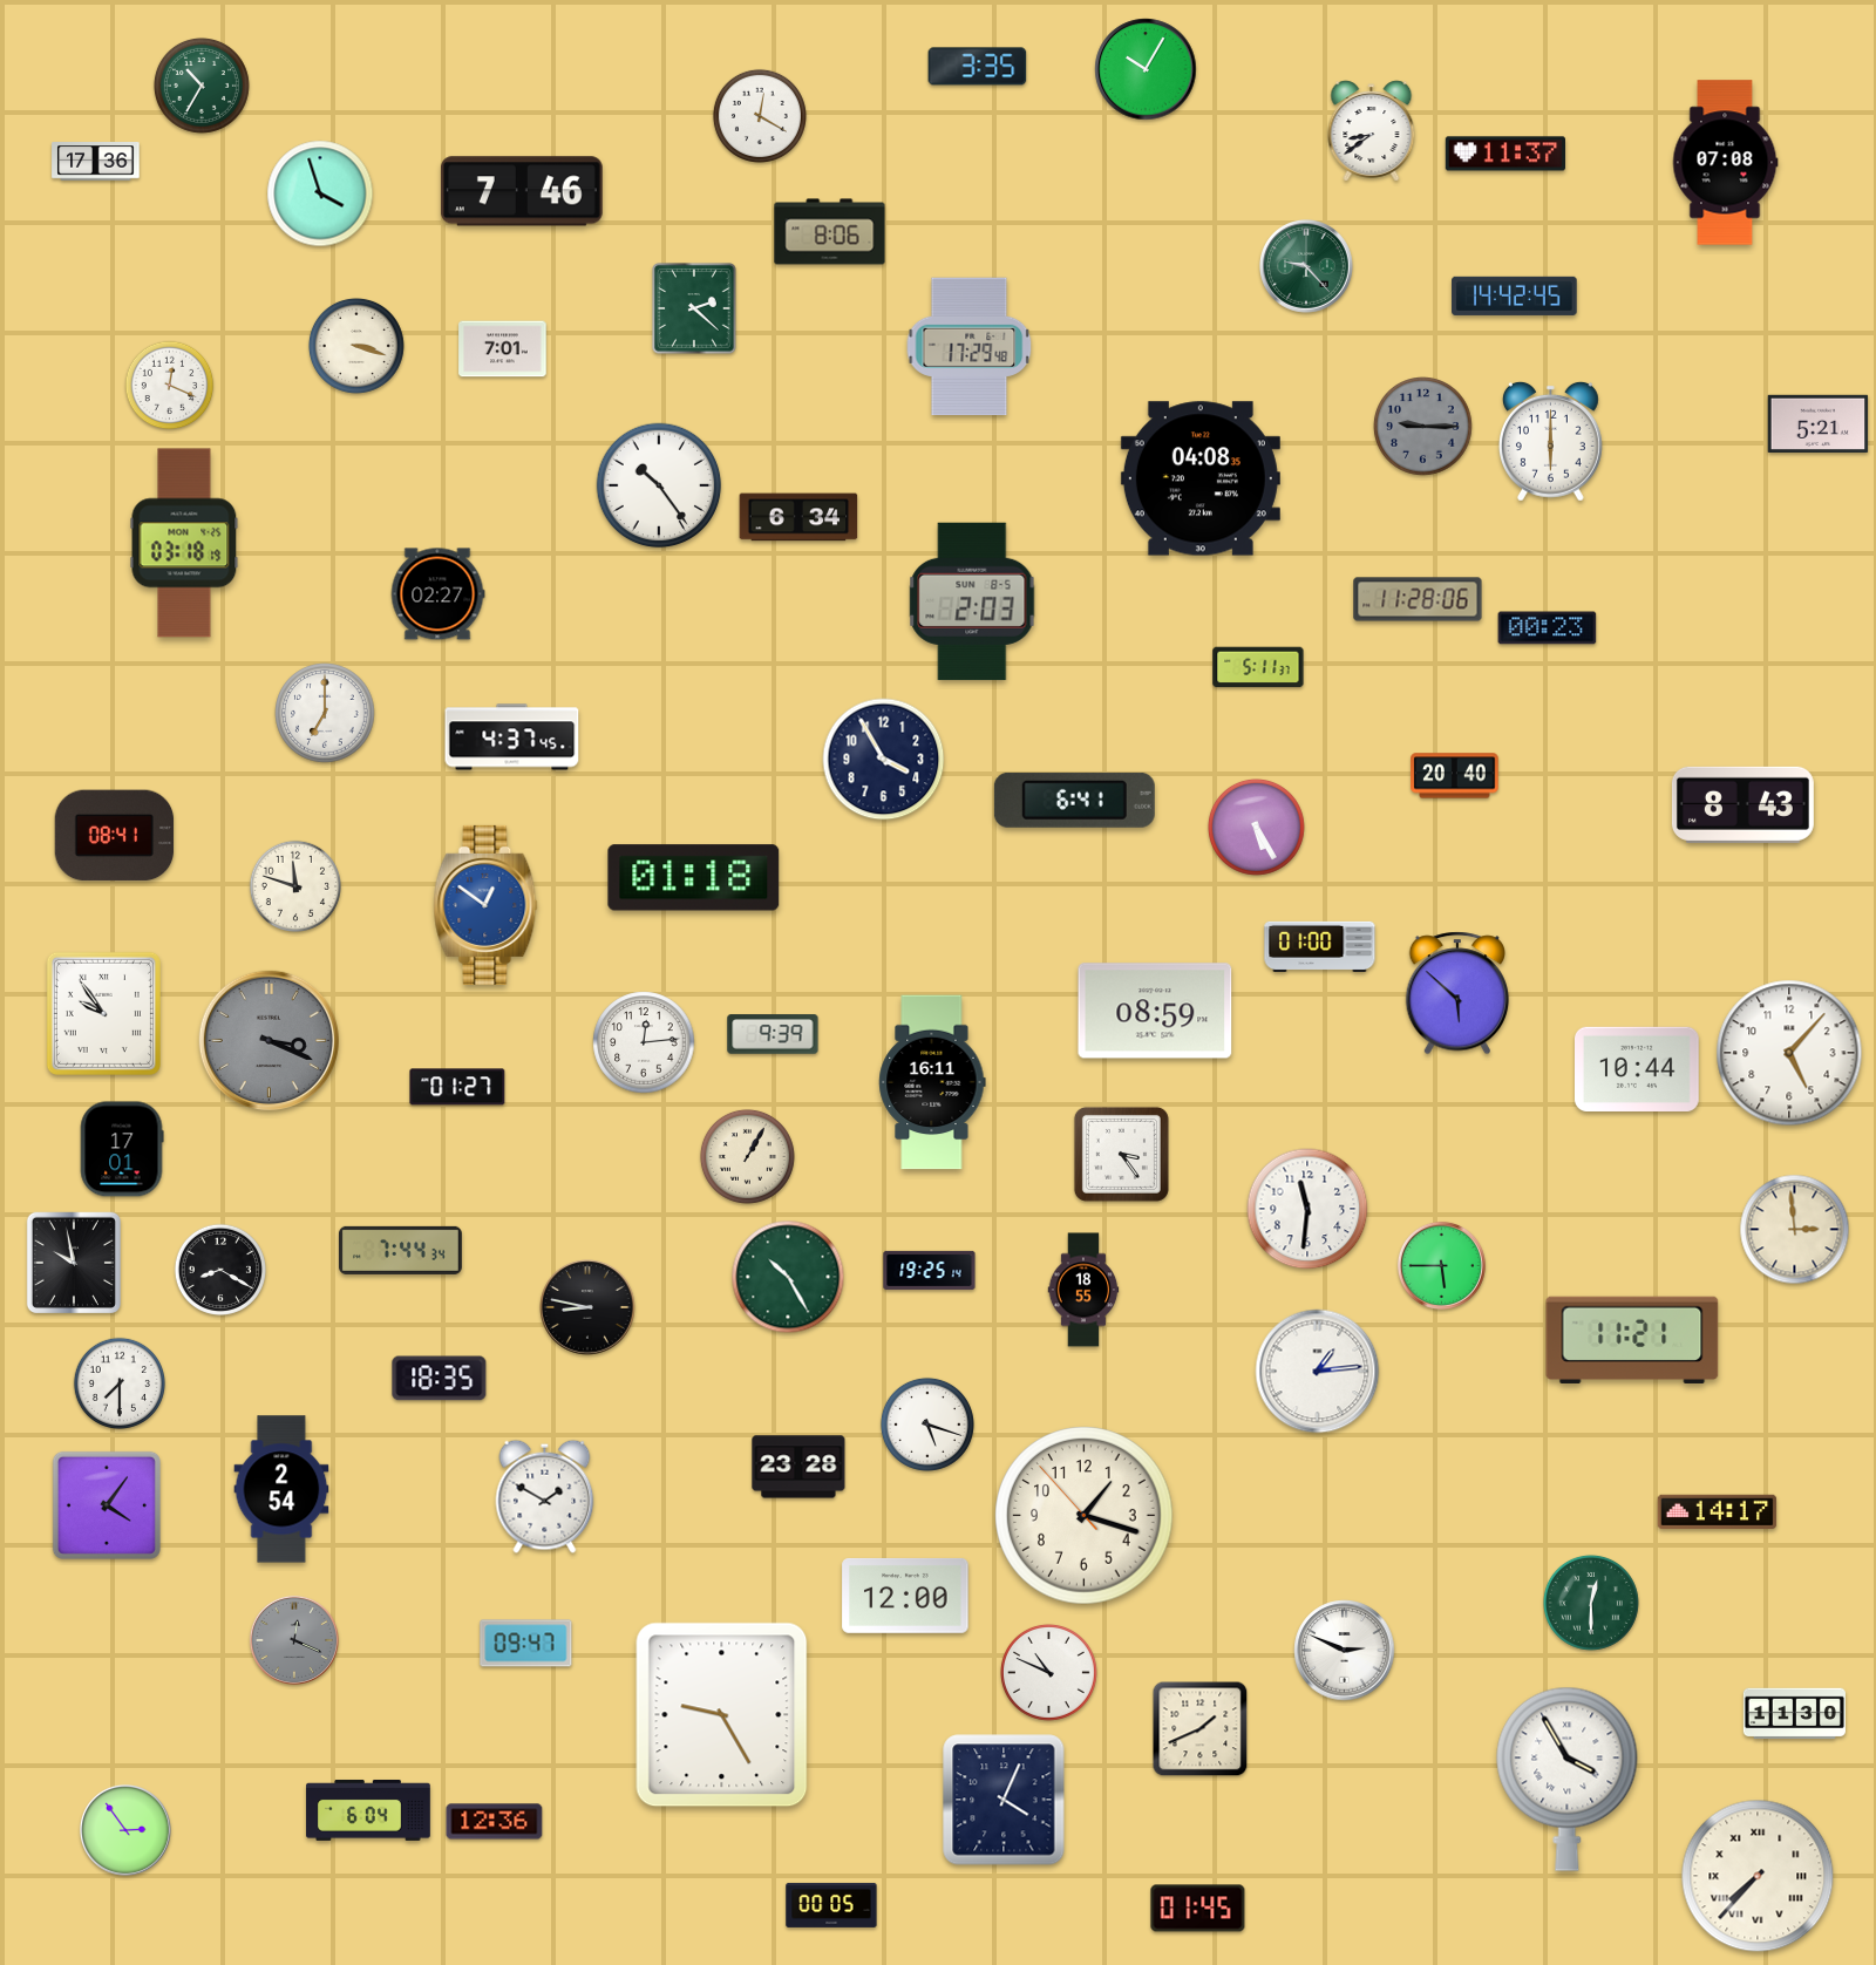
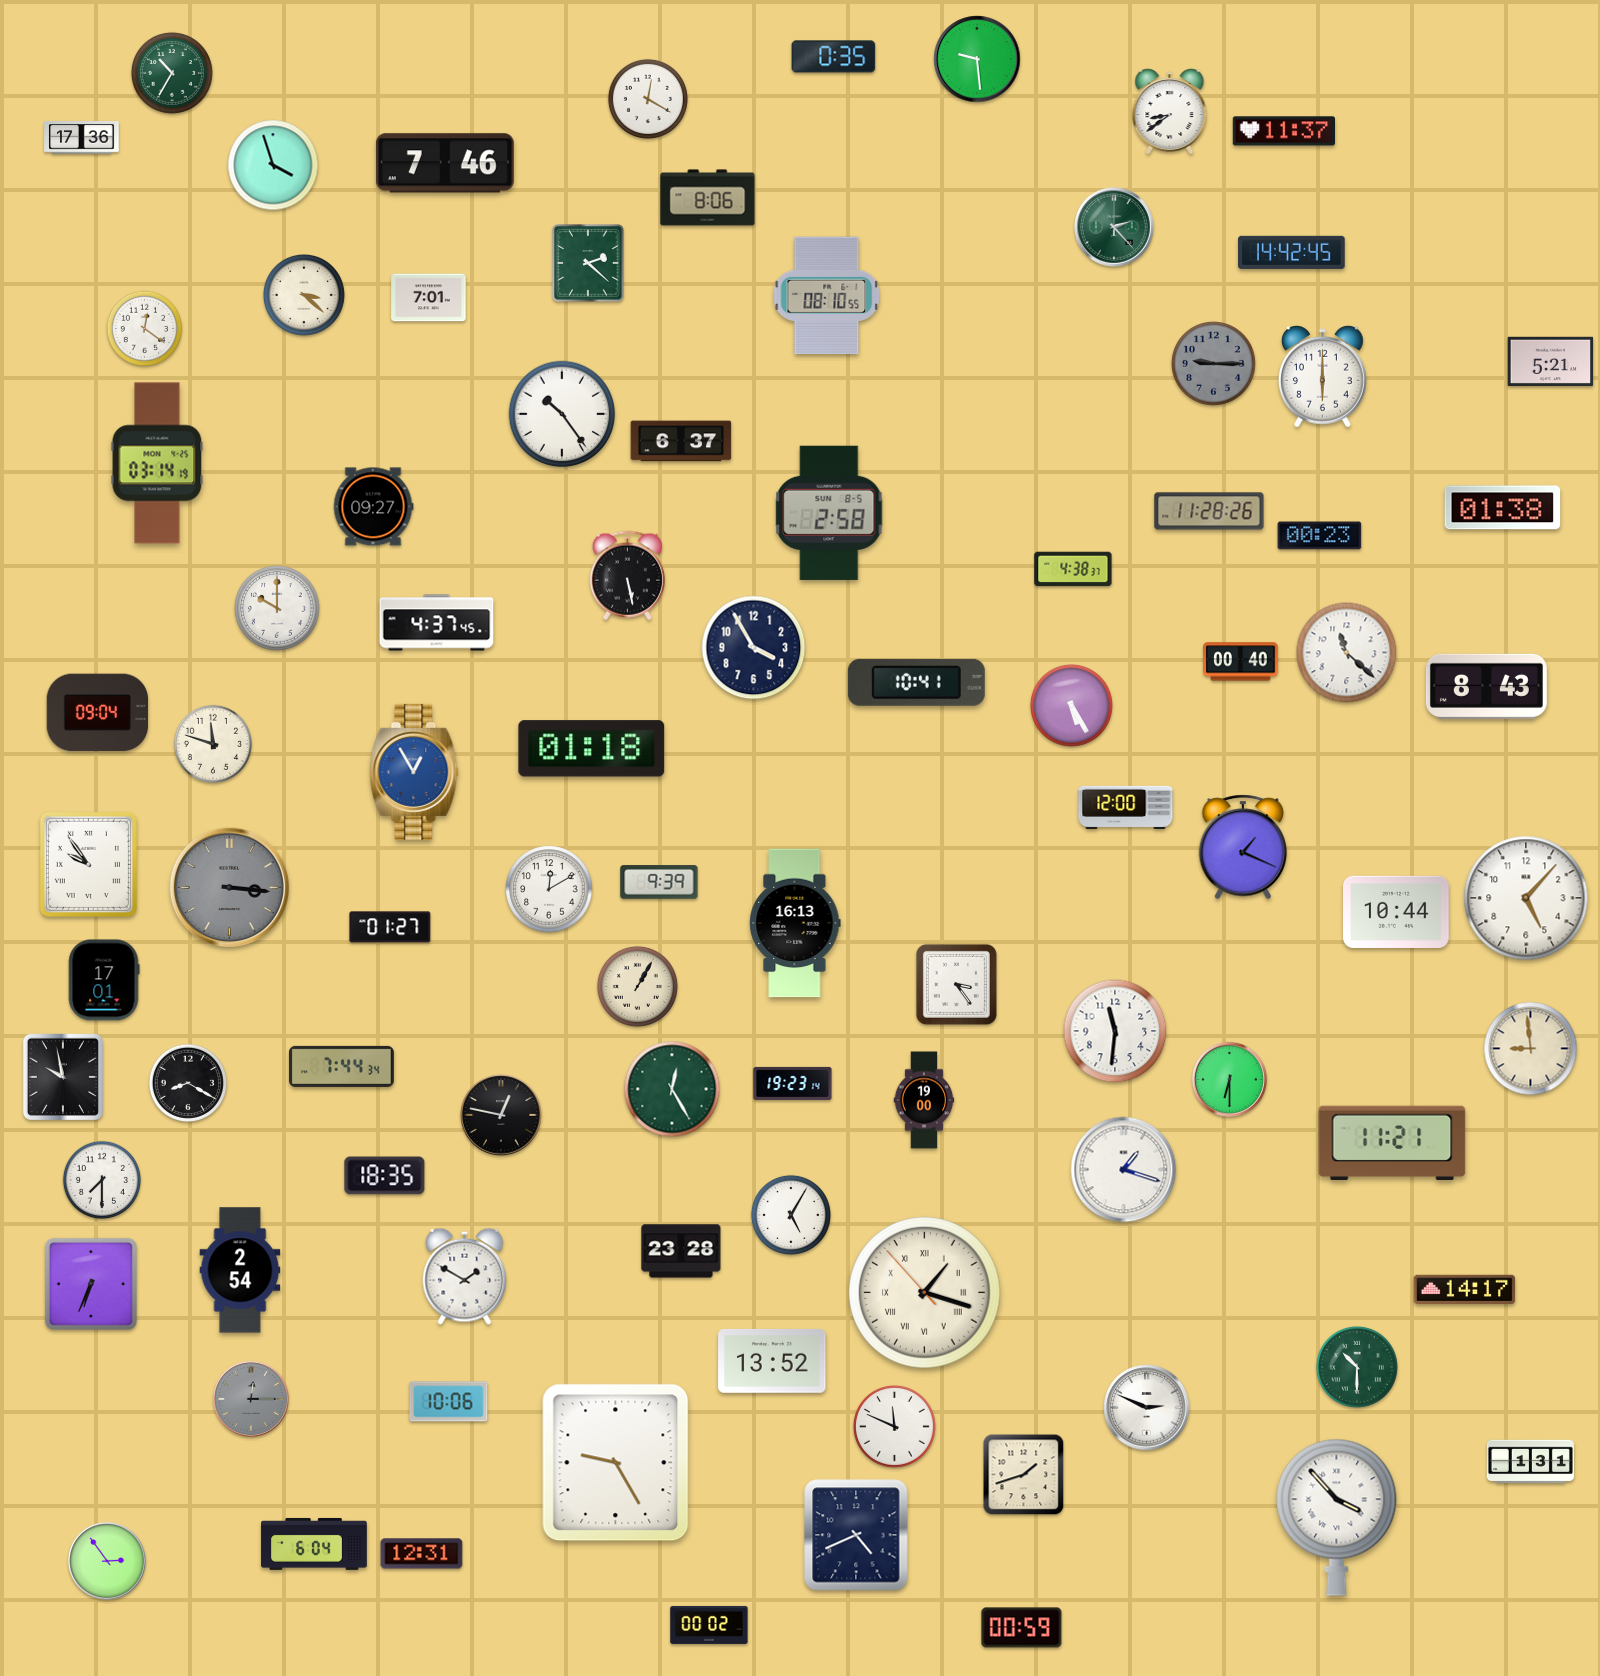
clock at (978, 67): 3:35 -> 0:35
clock at (1146, 69): 10:05 -> 9:29
clock at (1725, 163): 07:08 -> none
clock at (1307, 267): 9:23 -> 2:23
clock at (694, 308) position: (694, 308) -> (588, 263)
clock at (356, 346): 3:18 -> 3:22
clock at (970, 347): 17:29 -> 08:10
clock at (170, 386): 12:19 -> 12:21
clock at (1201, 478): 04:08 -> none
clock at (798, 517): 6:34 -> 6:37
clock at (184, 543): 03:18 -> 03:14
clock at (437, 594): 02:27 -> 09:27
clock at (1503, 508): none -> 01:38
clock at (1418, 599): 11:28:06 -> 11:28:26
clock at (972, 601): 2:03 -> 2:58
clock at (1258, 667): 5:11 -> 4:38
clock at (627, 576): none -> 5:28
clock at (325, 713): 7:00 -> 10:00
clock at (512, 737) position: (512, 737) -> (437, 623)
clock at (1347, 653): none -> 11:22
clock at (1455, 776): 20:40 -> 00:40
clock at (1074, 800): 6:41 -> 10:41
clock at (115, 836): 08:41 -> 09:04
clock at (294, 885) position: (294, 885) -> (212, 743)
clock at (485, 905): 12:51 -> 12:55
clock at (1320, 946): 01:00 -> 12:00
clock at (1457, 993): 5:52 -> 1:19
clock at (1155, 1011): 08:59 -> none
clock at (269, 1040): 3:19 -> 3:16
clock at (644, 1042): 12:14 -> 12:10
clock at (932, 1082): 16:11 -> 16:13
clock at (1795, 1230): 2:59 -> 8:59
clock at (1441, 1265): 5:45 -> 6:30
clock at (930, 1270): 19:25 -> 19:23
clock at (788, 1277): 10:25 -> 12:25
clock at (1083, 1290): 18:55 -> 19:00
clock at (587, 1307): 8:47 -> 12:47
clock at (1318, 1372): 1:14 -> 1:18
clock at (440, 1379) position: (440, 1379) -> (385, 1176)
clock at (927, 1425): 5:18 -> 5:05
clock at (107, 1505): 4:06 -> 6:34
clock at (1085, 1516) numerals: Arabic -> Roman
clock at (905, 1596): 12:00 -> 13:52
clock at (1591, 1603): 12:30 -> 10:30
clock at (294, 1640): 12:19 -> 12:15
clock at (526, 1644): 09:47 -> 10:06
clock at (1048, 1672): 10:49 -> 11:49
clock at (1794, 1714): 11:30 -> 1:31
clock at (1201, 1729): 1:41 -> 1:42
clock at (1568, 1779): 3:55 -> 3:53
clock at (1004, 1800): 4:04 -> 4:41
clock at (495, 1822): 12:36 -> 12:31
clock at (1758, 1876): 7:37 -> none
clock at (831, 1905): 00:05 -> 00:02
clock at (1198, 1909): 01:45 -> 00:59
